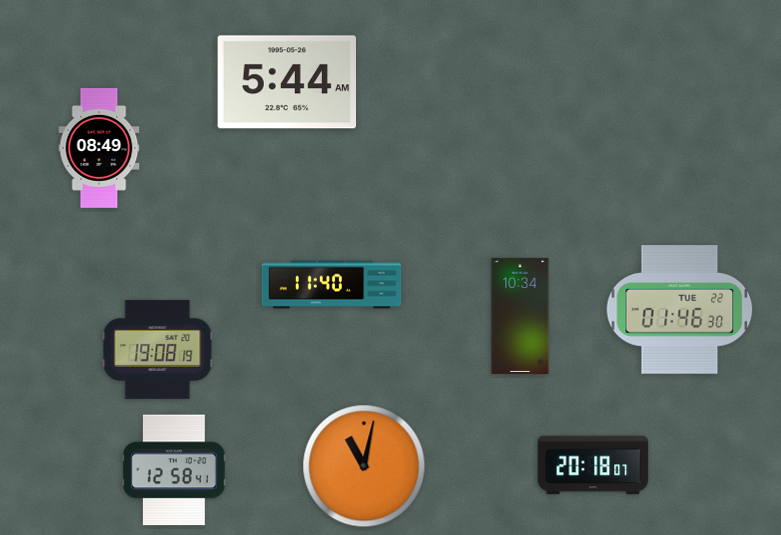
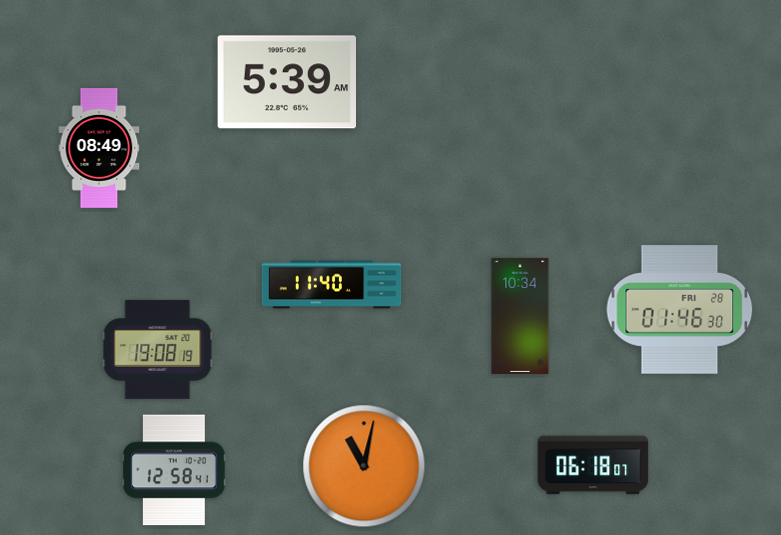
clock at (286, 82): 5:44 -> 5:39
clock at (680, 310) date: TUE 22 -> FRI 28
clock at (593, 465): 20:18 -> 06:18
